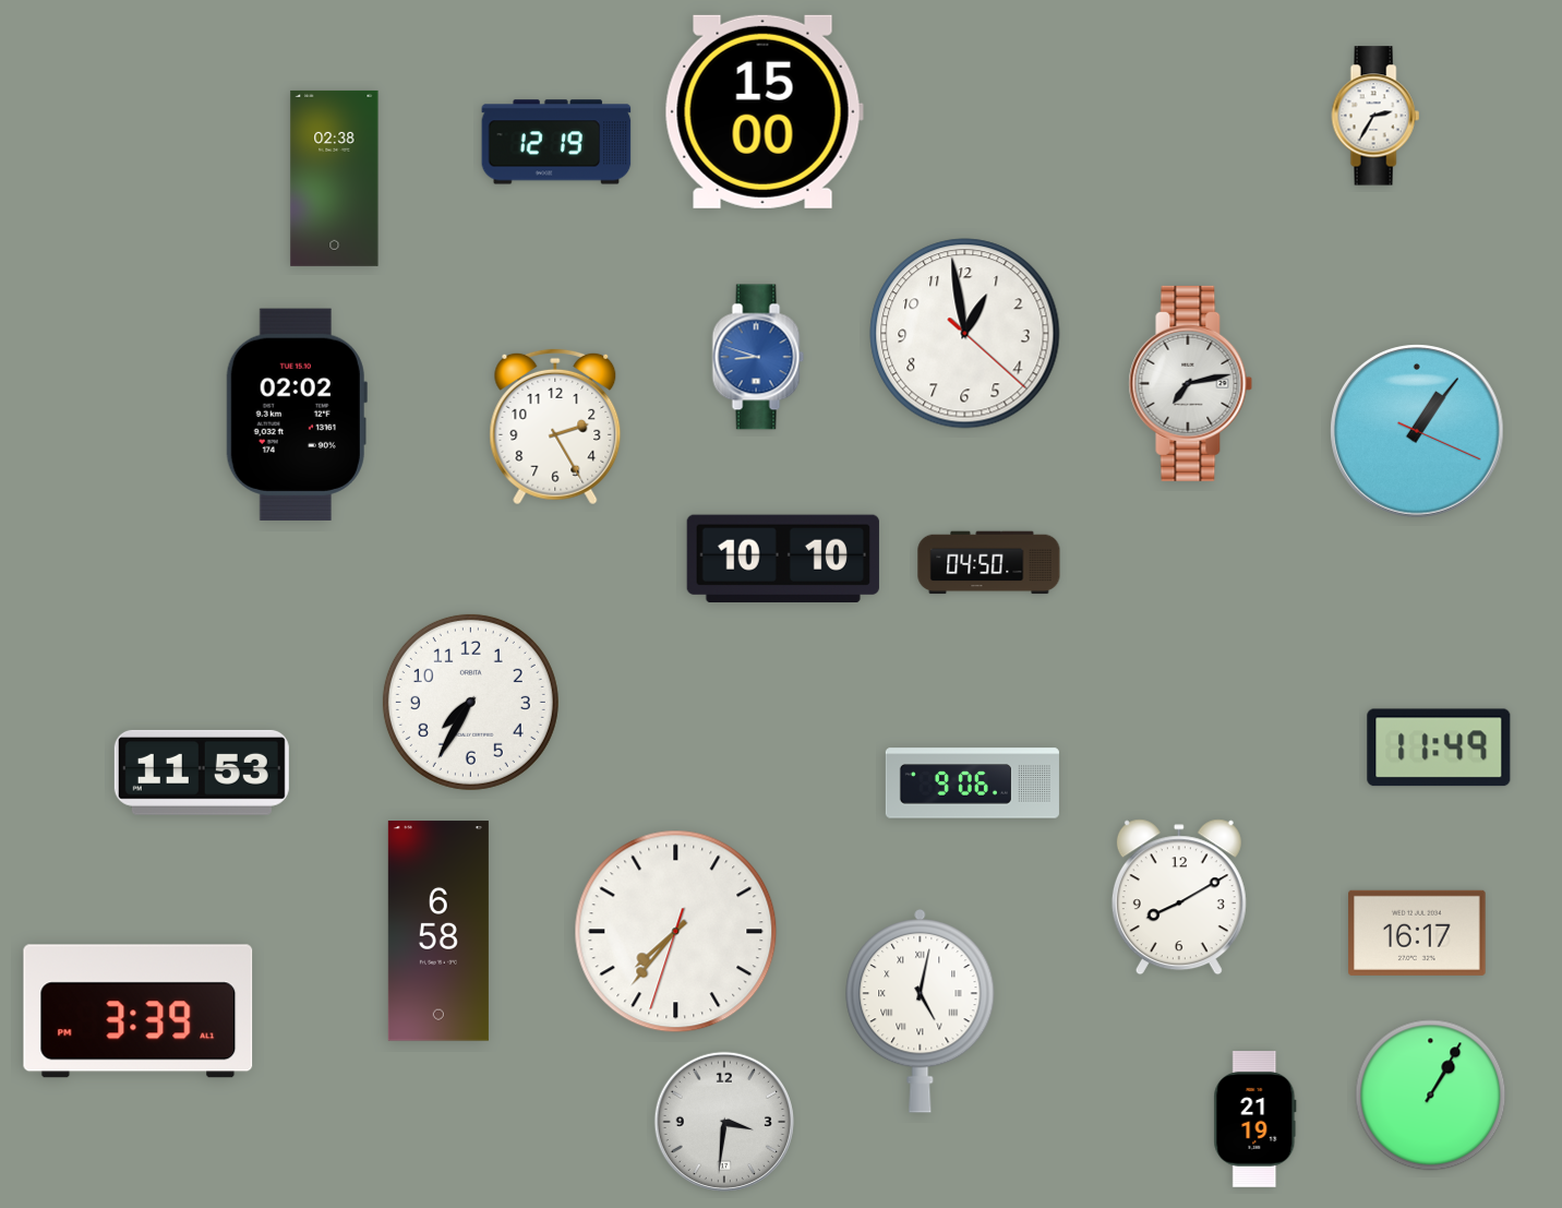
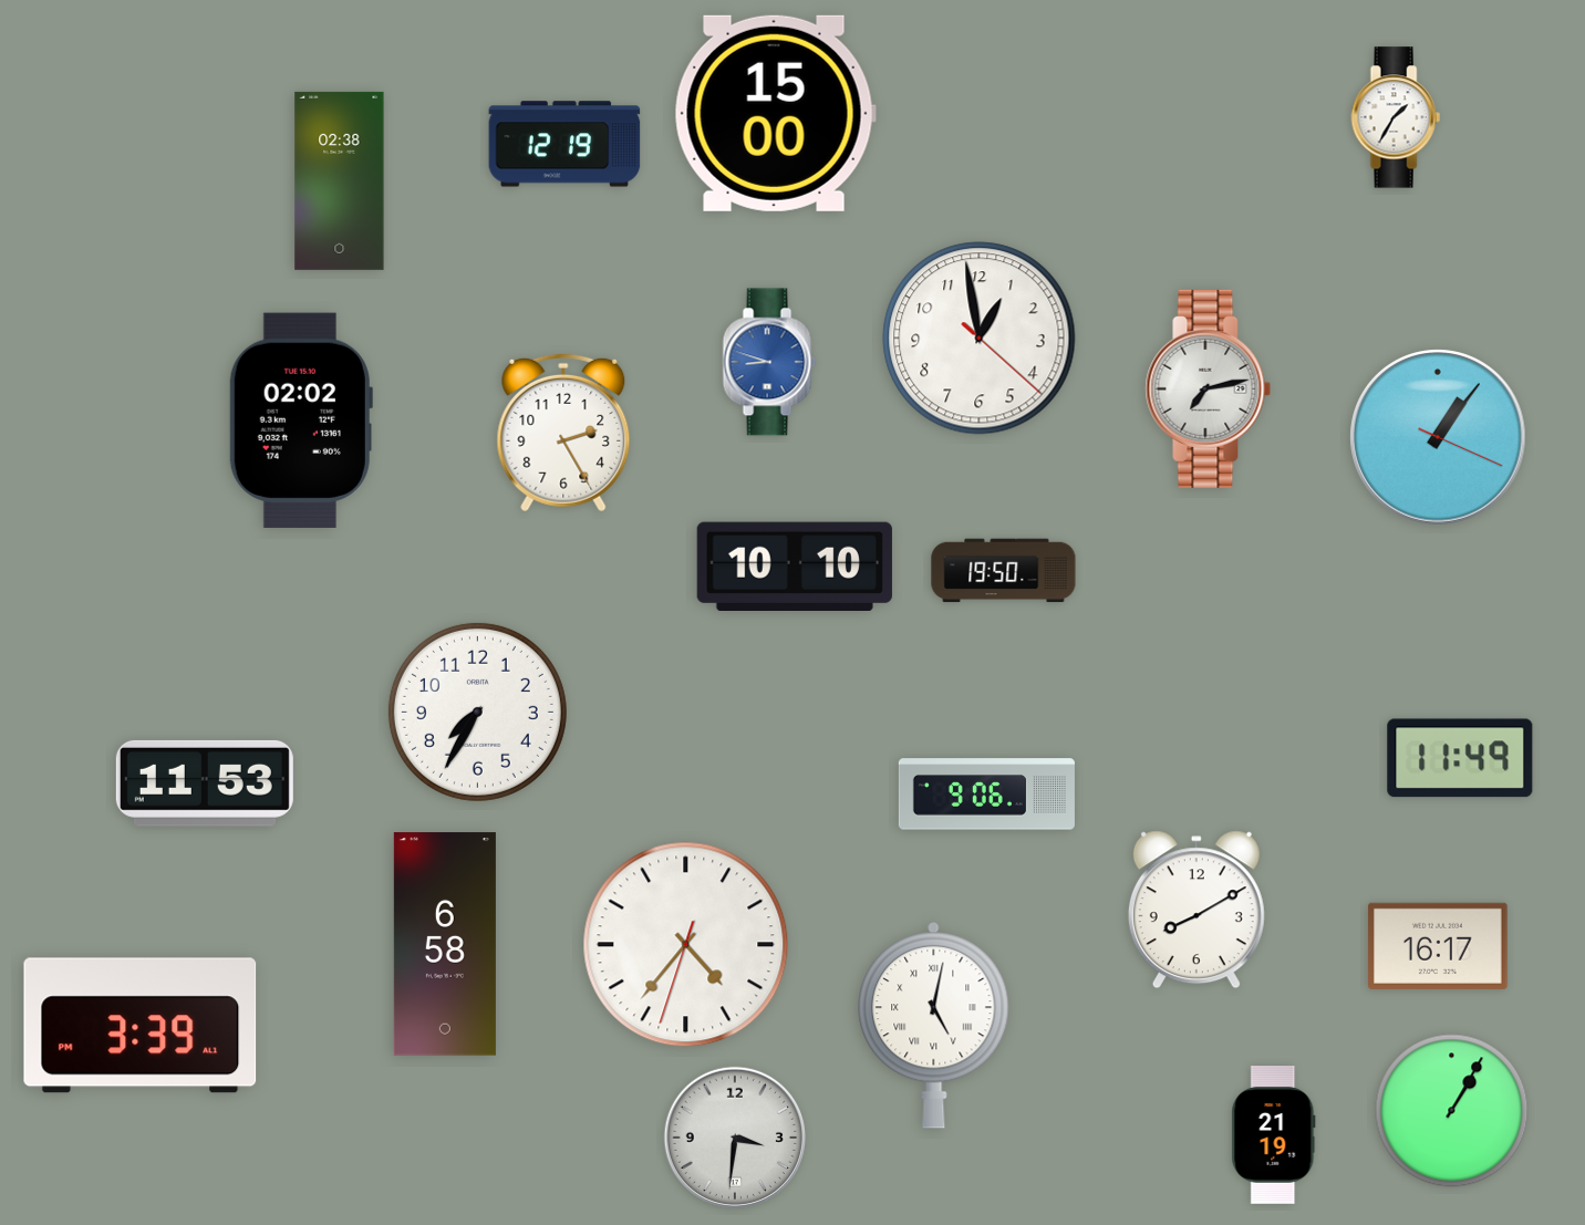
clock at (1375, 116): 2:35 -> 1:35
clock at (989, 563): 04:50 -> 19:50
clock at (676, 932): 7:36 -> 4:36
